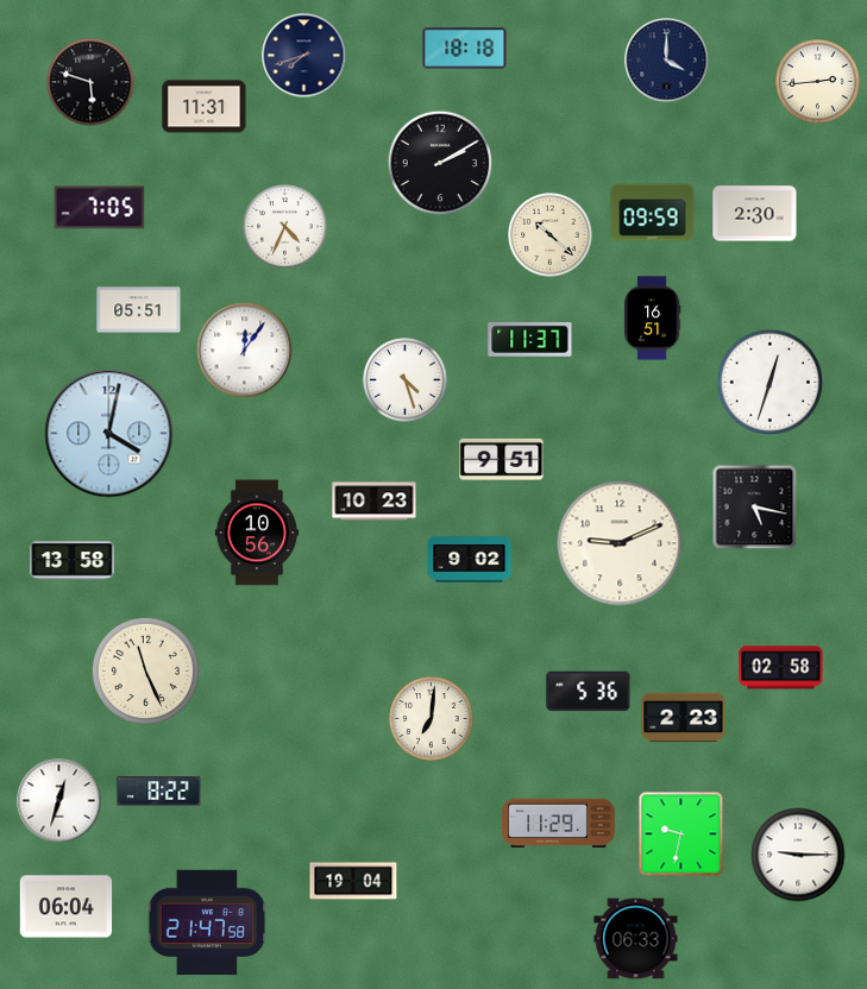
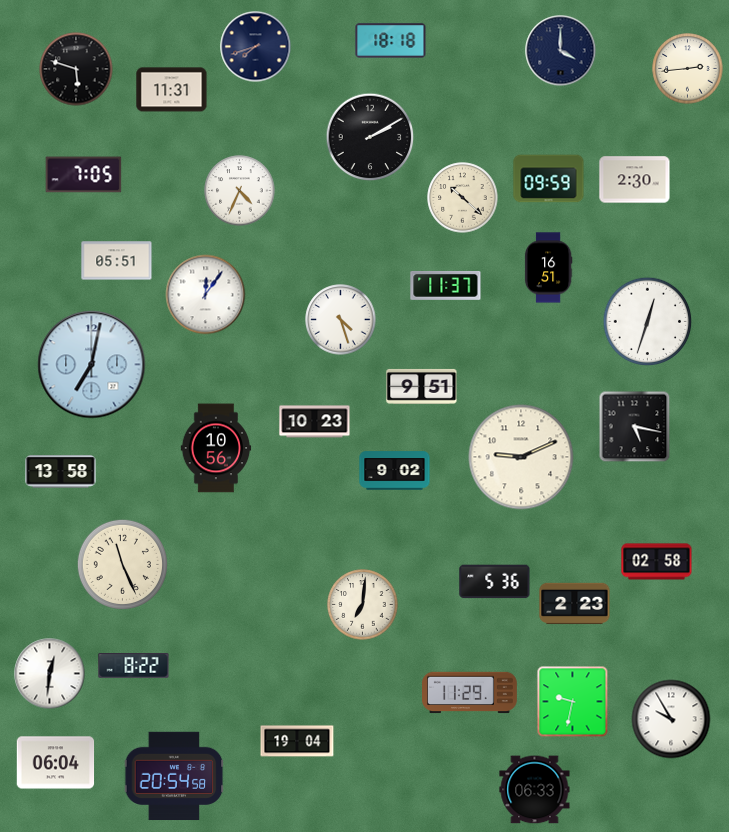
clock at (109, 434): 4:02 -> 7:02
clock at (59, 801): 12:33 -> 12:31
clock at (798, 855): 9:15 -> 9:55
clock at (207, 922): 21:47 -> 20:54
